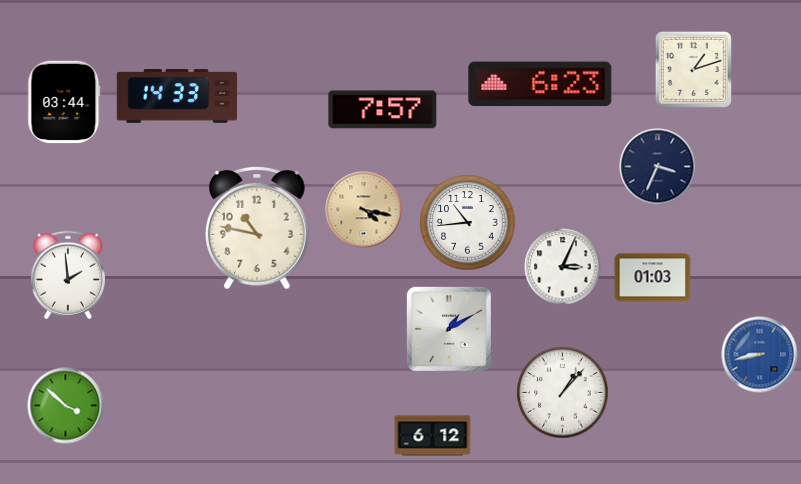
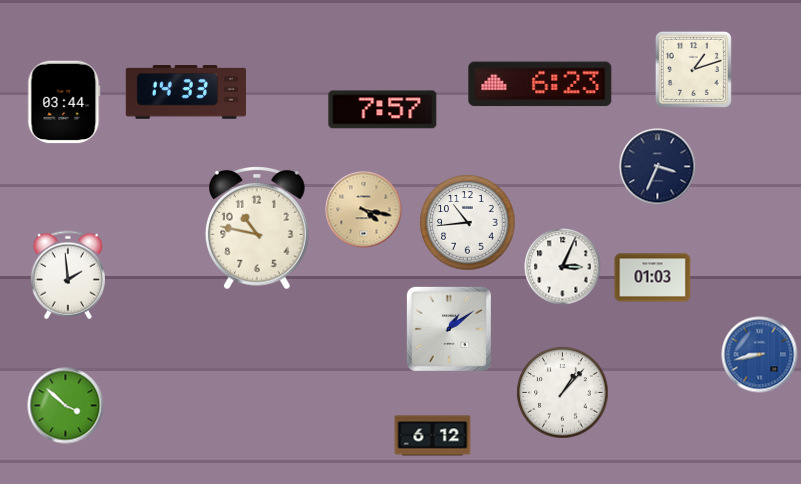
clock at (176, 96) position: (176, 96) -> (185, 92)
clock at (449, 329): 1:10 -> 1:09
